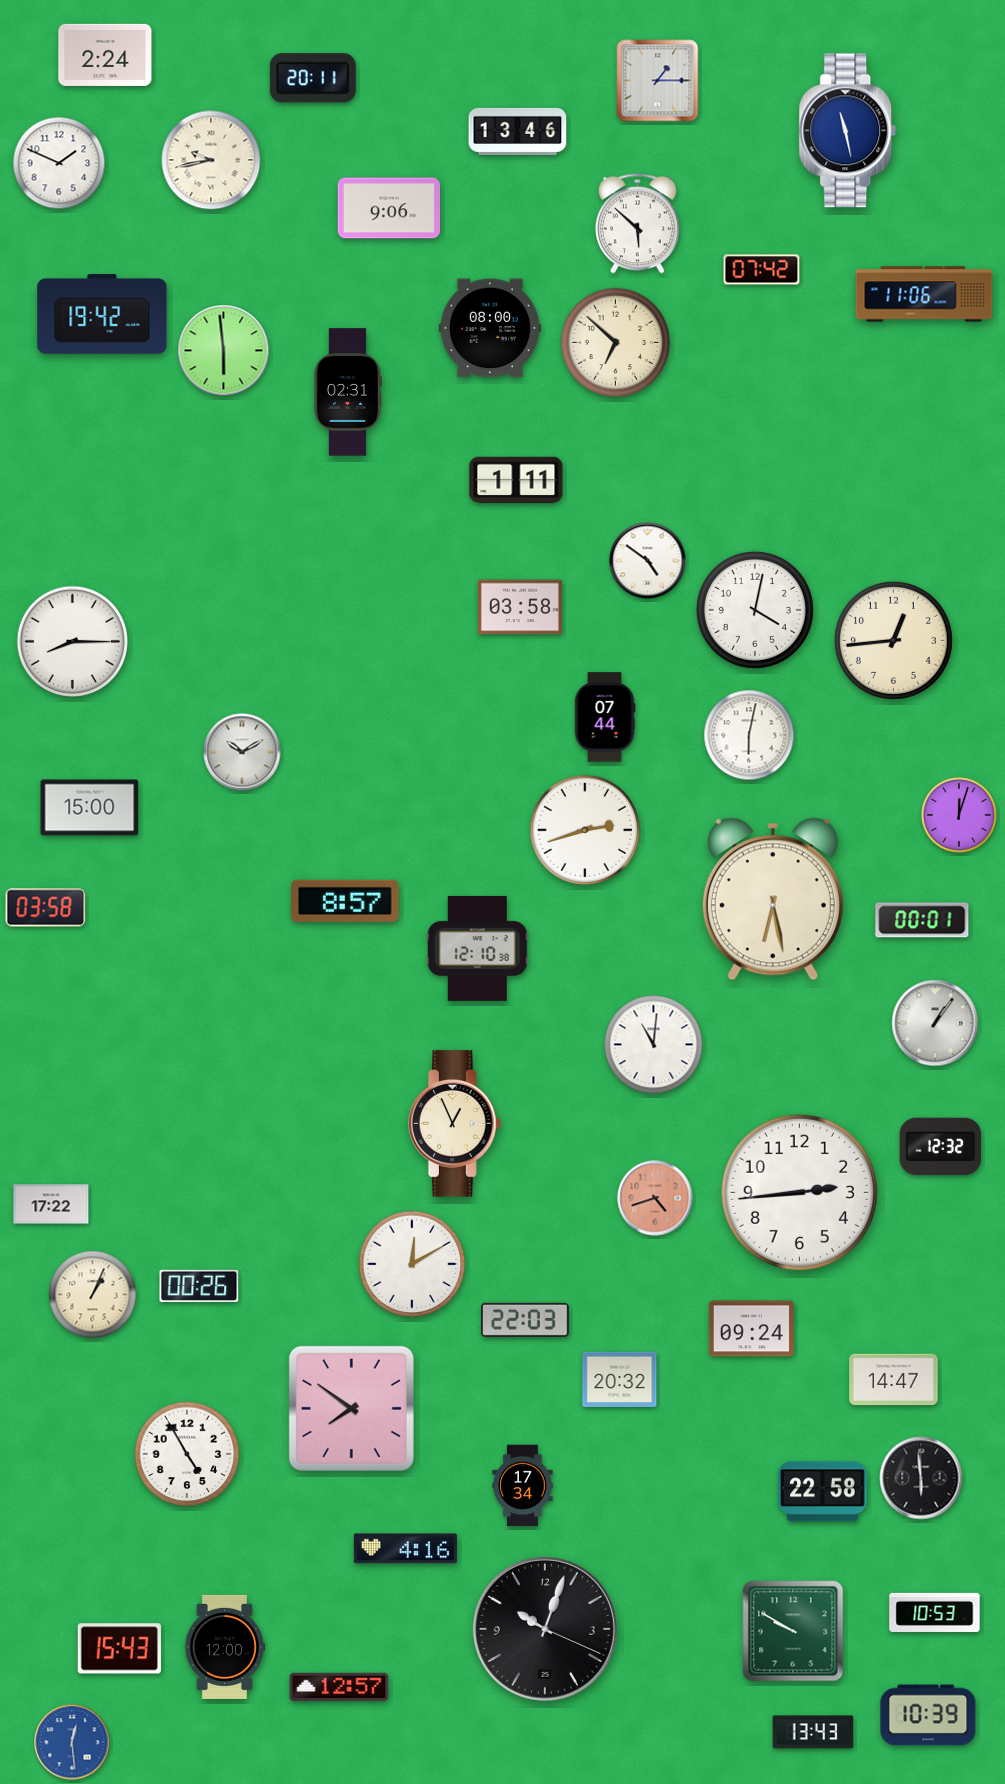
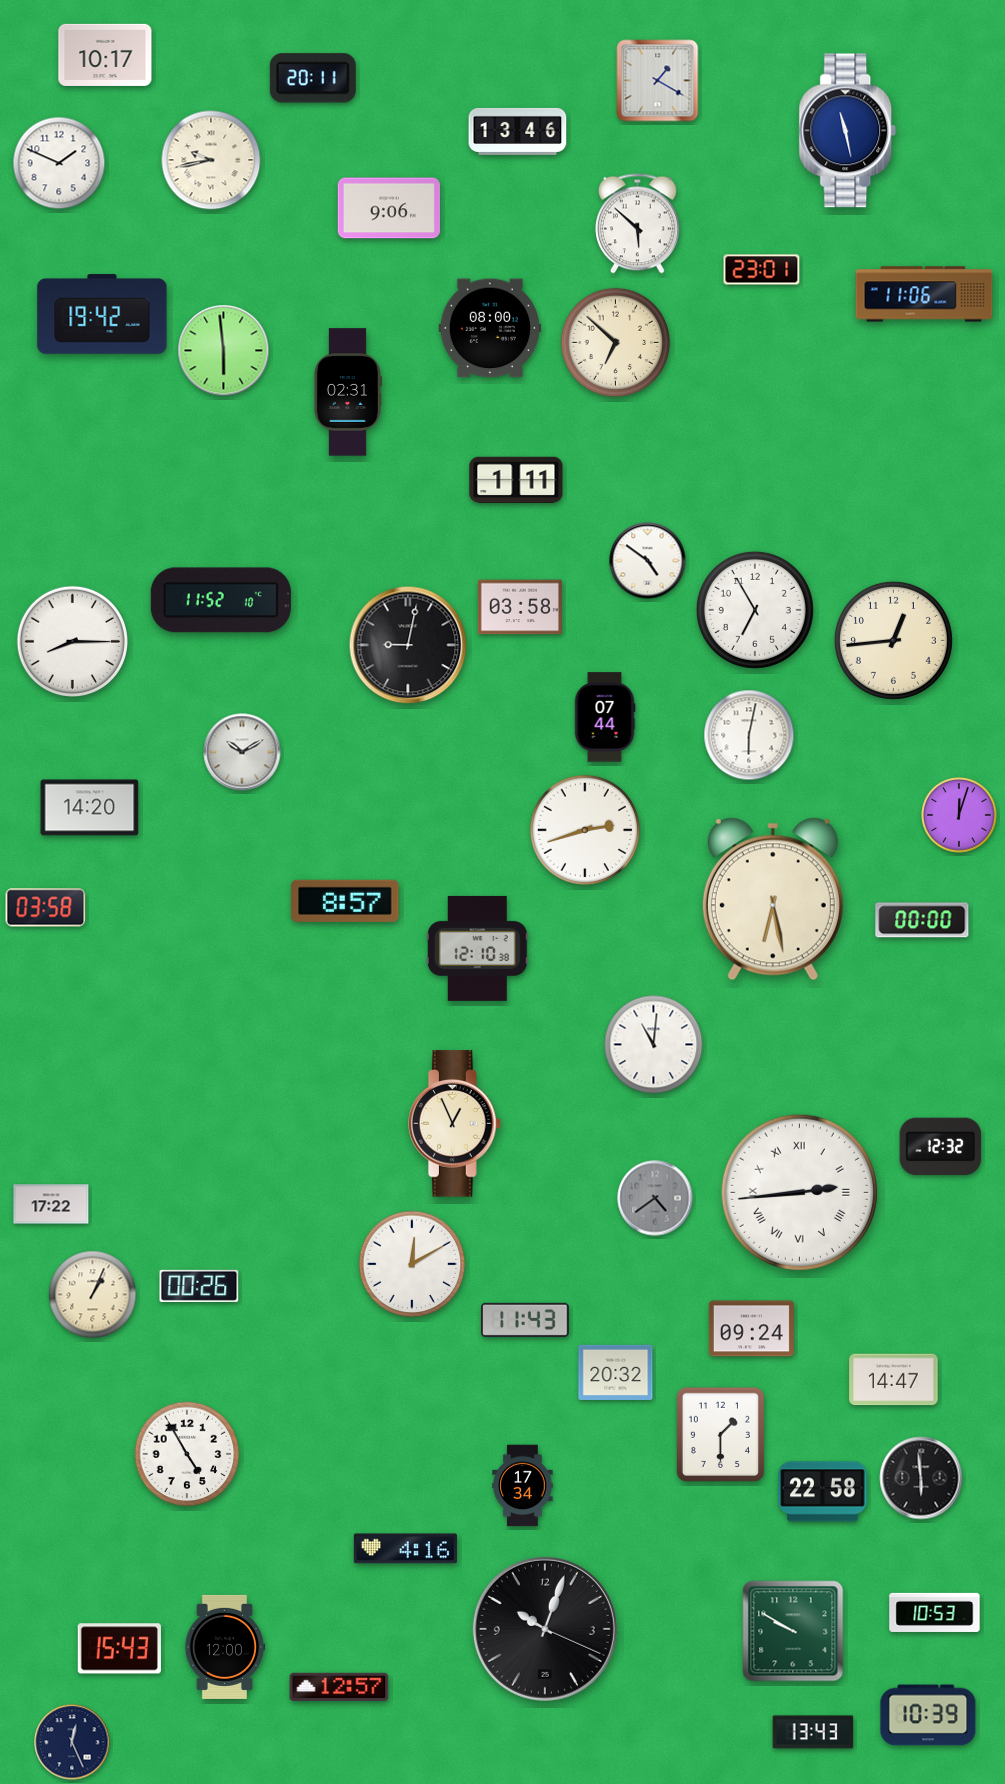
clock at (105, 55): 2:24 -> 10:17
clock at (658, 81): 1:15 -> 1:20
clock at (762, 270): 07:42 -> 23:01
clock at (221, 600): none -> 11:52
clock at (755, 610): 4:02 -> 6:55
clock at (408, 645): none -> 9:02
clock at (90, 808): 15:00 -> 14:20
clock at (922, 920): 00:01 -> 00:00
clock at (935, 1023): 1:06 -> none
clock at (799, 1192) numerals: Arabic -> Roman
clock at (655, 1198): 4:42 -> 4:39
clock at (655, 1198) dial: salmon -> grey
clock at (525, 1320): 22:03 -> 11:43
clock at (620, 1379) position: (620, 1379) -> (616, 1372)
clock at (351, 1408): 7:51 -> none
clock at (720, 1434): none -> 1:30
clock at (72, 1742): 12:29 -> 12:26
clock at (72, 1742) dial: blue -> navy
